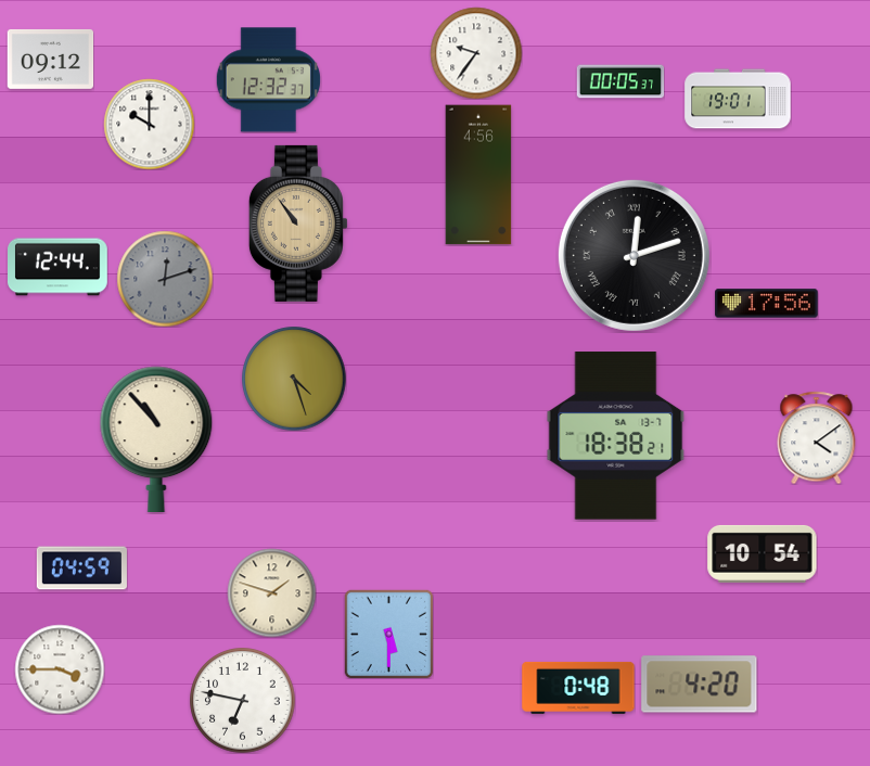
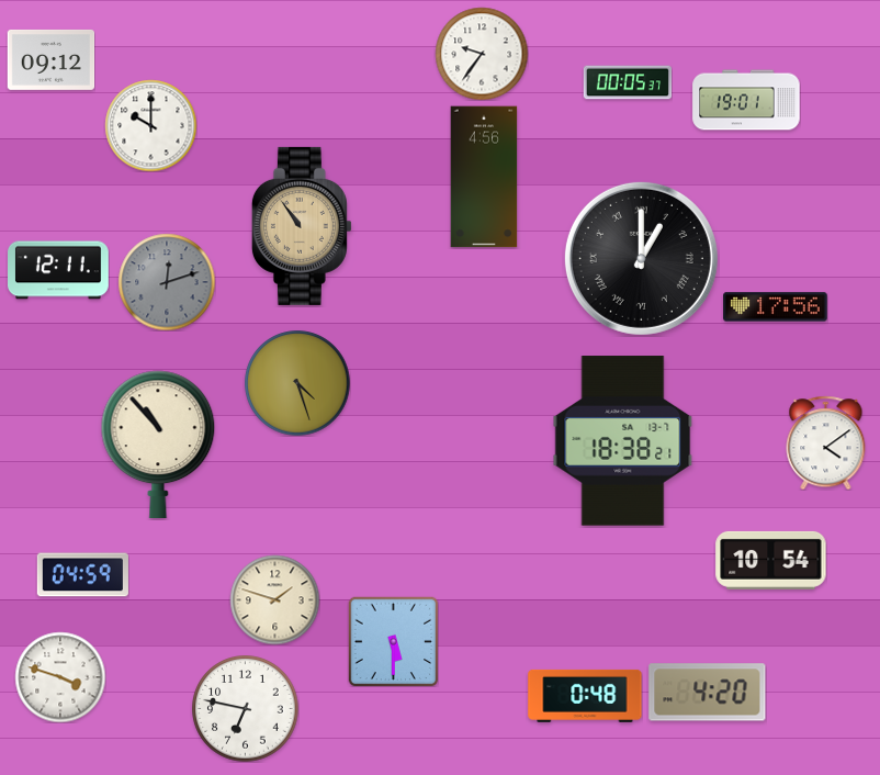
clock at (268, 80): 12:32 -> none
clock at (634, 255): 12:12 -> 1:00
clock at (59, 267): 12:44 -> 12:11
clock at (60, 669): 3:45 -> 3:48
